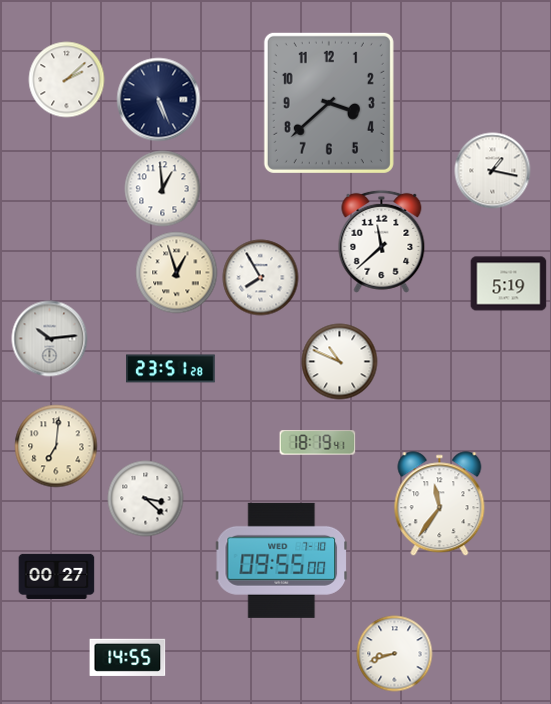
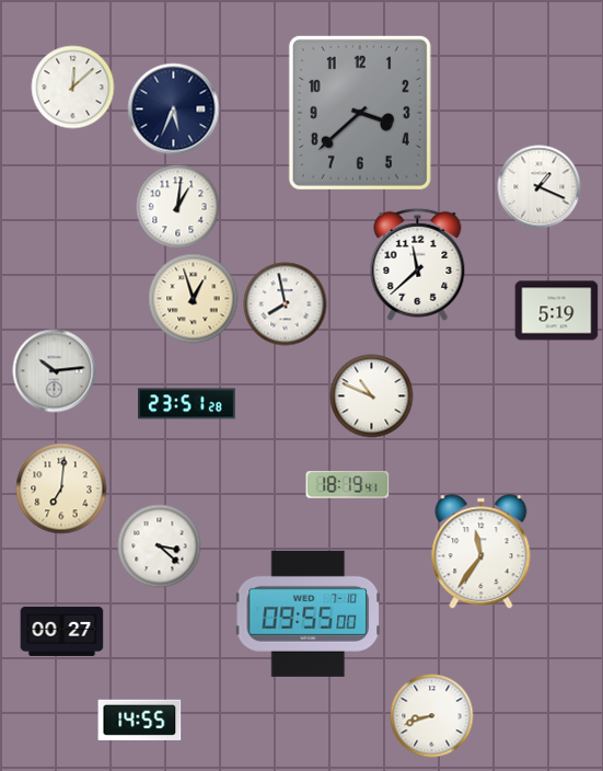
clock at (67, 80): 2:08 -> 12:08
clock at (159, 100): 5:26 -> 5:34
clock at (493, 171): 1:17 -> 1:19
clock at (163, 189): 12:59 -> 1:01
clock at (261, 278): 7:55 -> 7:58
